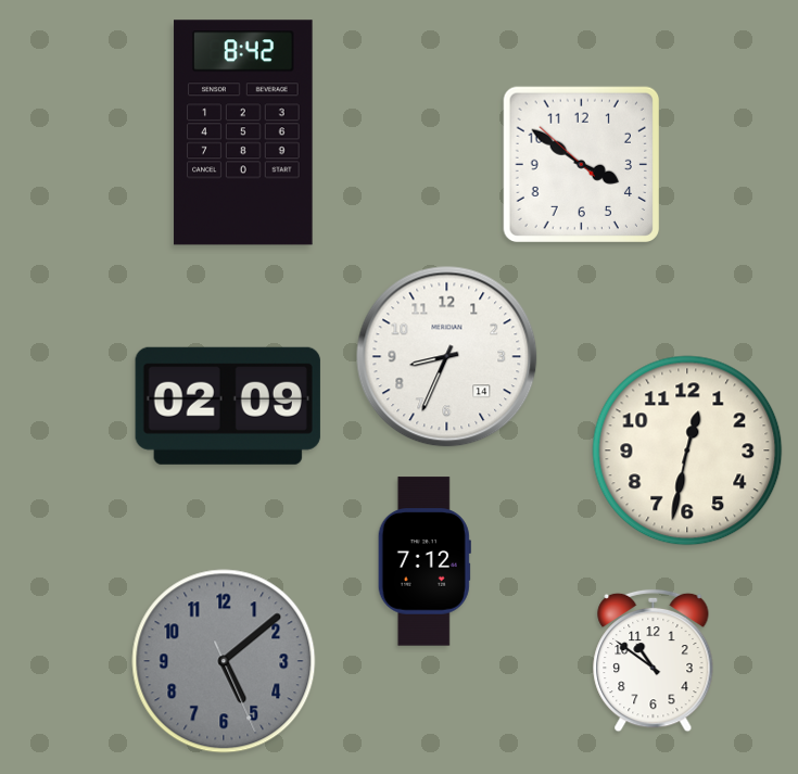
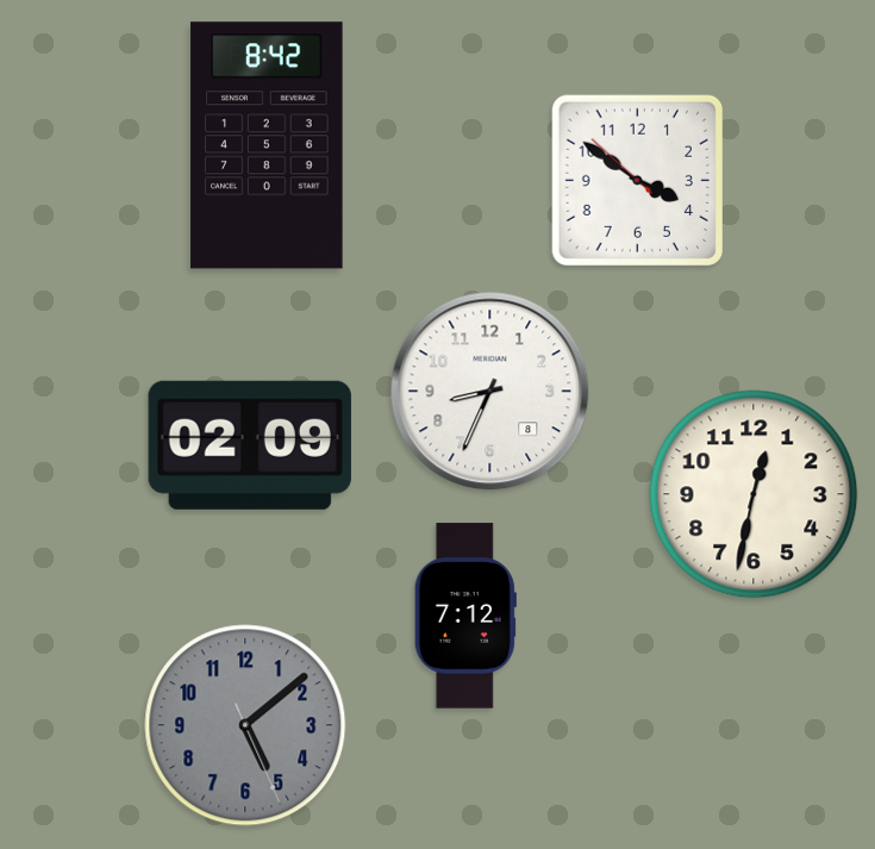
clock at (447, 357) date: 14 -> 8
clock at (654, 661): 10:51 -> none
